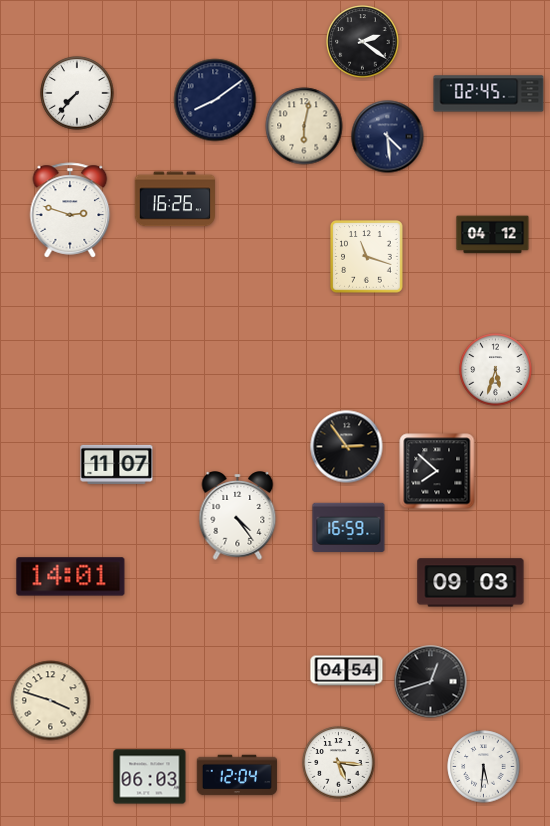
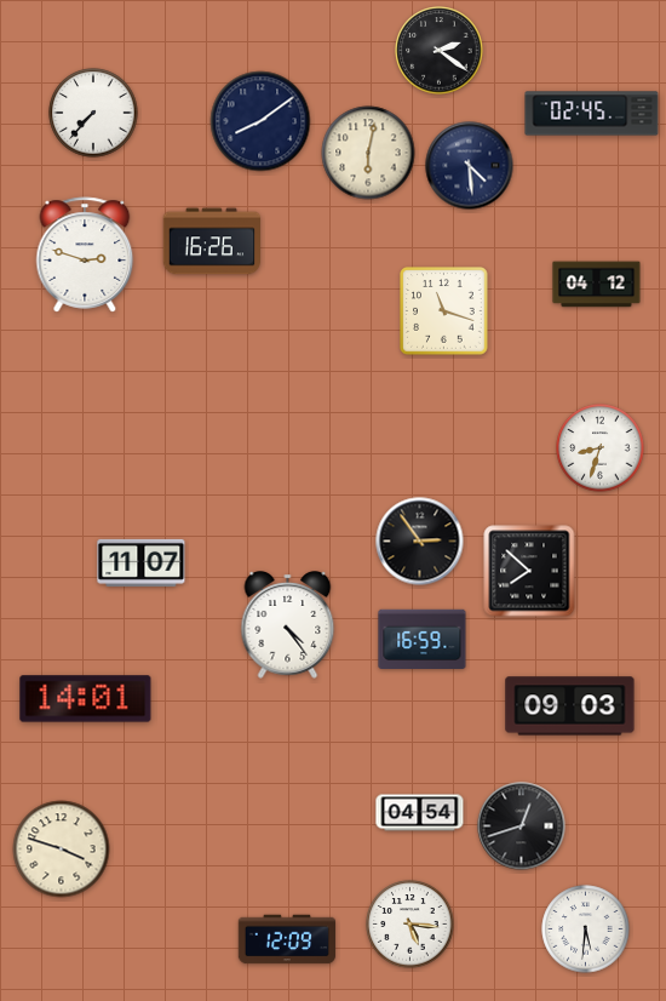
clock at (496, 370): 5:33 -> 8:33
clock at (237, 775): 12:04 -> 12:09
clock at (150, 777): 06:03 -> none
